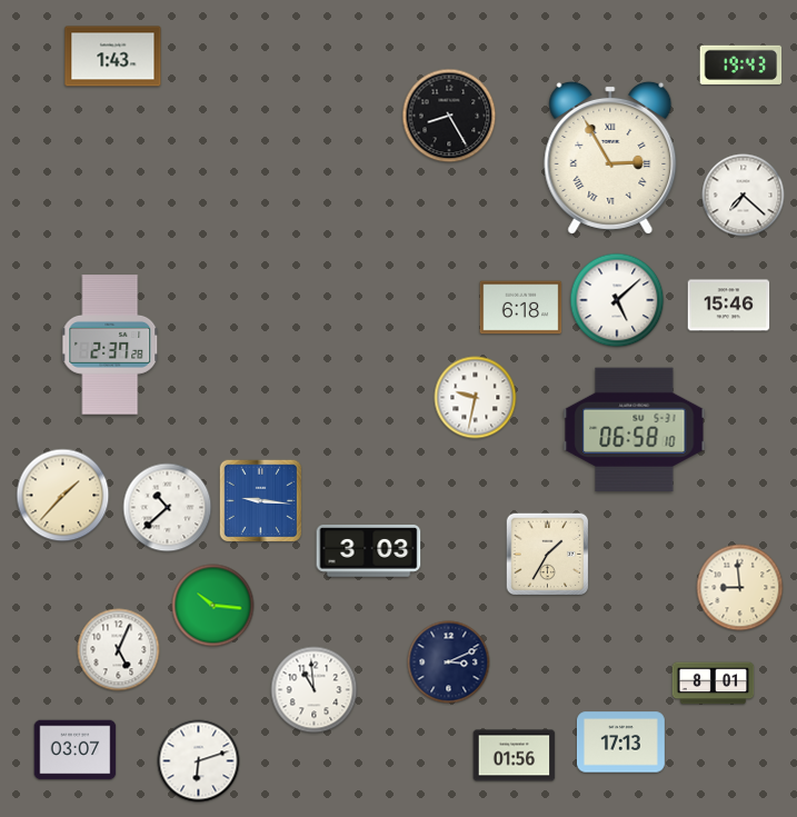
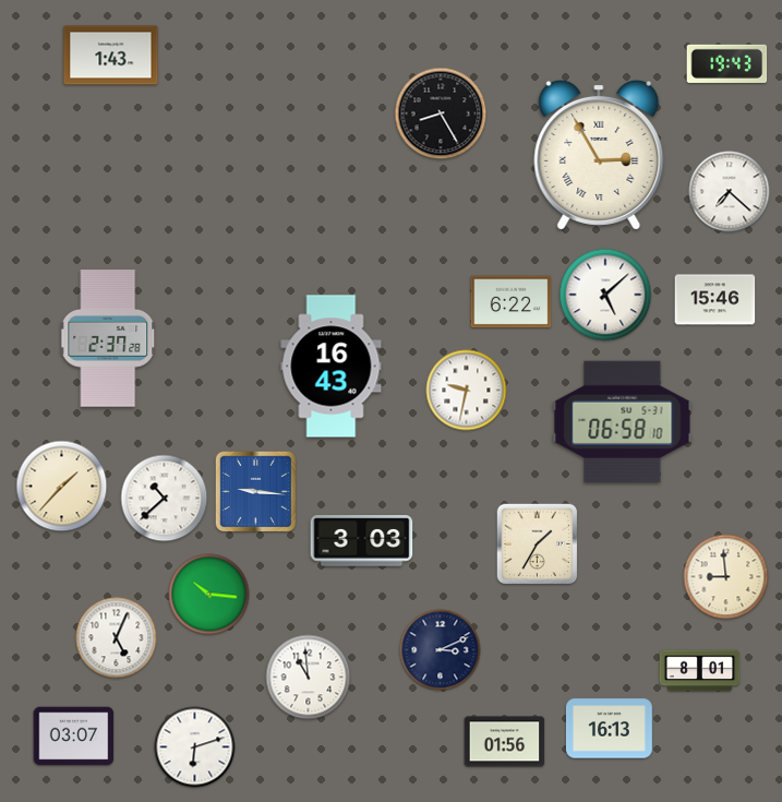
clock at (521, 308): 6:18 -> 6:22
clock at (332, 367): none -> 16:43
clock at (621, 743): 17:13 -> 16:13
